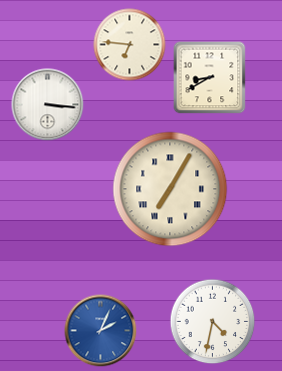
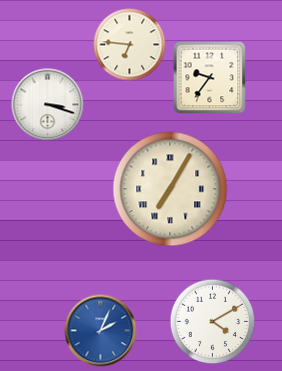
clock at (210, 78): 8:40 -> 9:36
clock at (48, 105): 3:16 -> 3:18
clock at (213, 322): 4:32 -> 4:10
